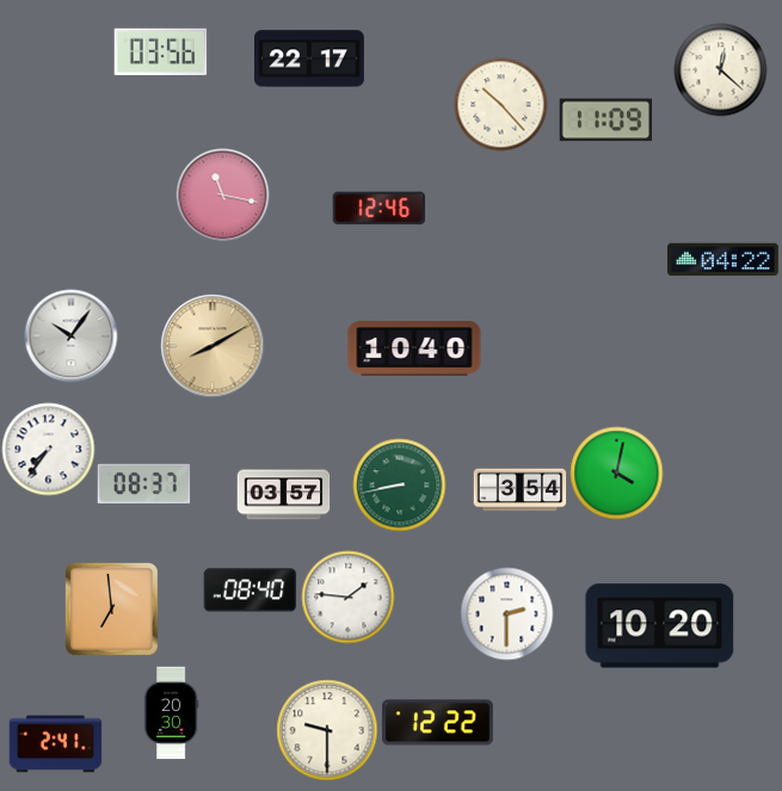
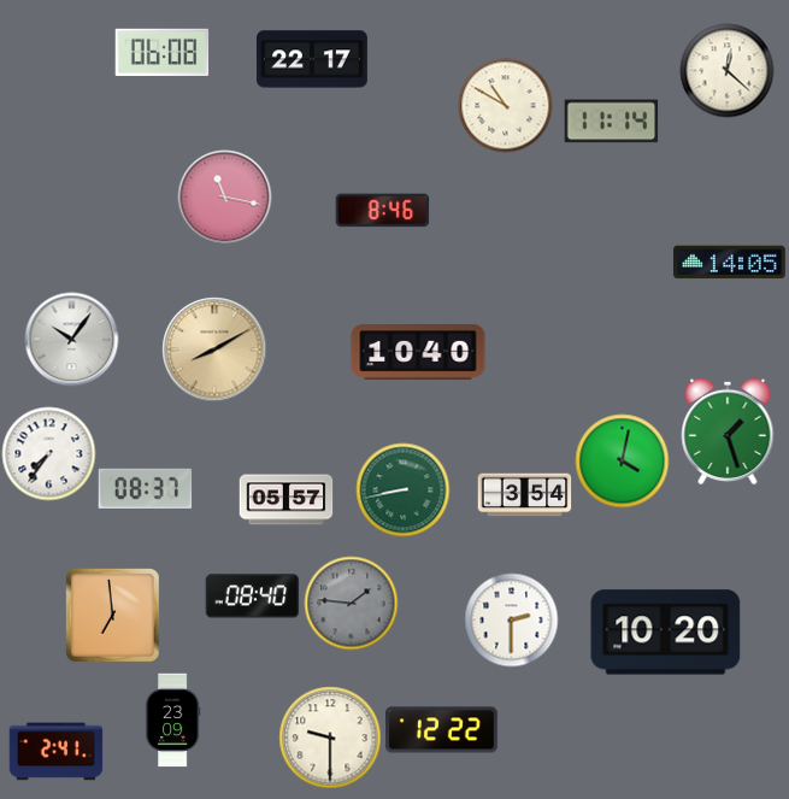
clock at (160, 52): 03:56 -> 06:08
clock at (500, 104): 10:23 -> 10:50
clock at (605, 120): 11:09 -> 11:14
clock at (378, 209): 12:46 -> 8:46
clock at (723, 260): 04:22 -> 14:05
clock at (728, 431): none -> 1:27
clock at (616, 472) position: (616, 472) -> (622, 460)
clock at (283, 495): 03:57 -> 05:57
clock at (347, 597) dial: white -> grey
clock at (171, 712): 20:30 -> 23:09
